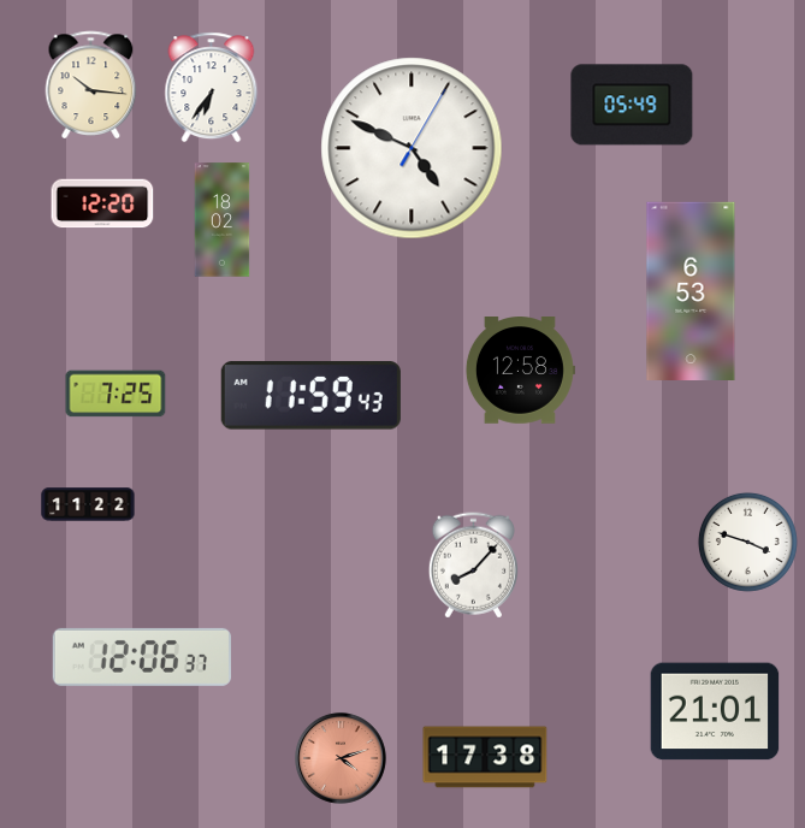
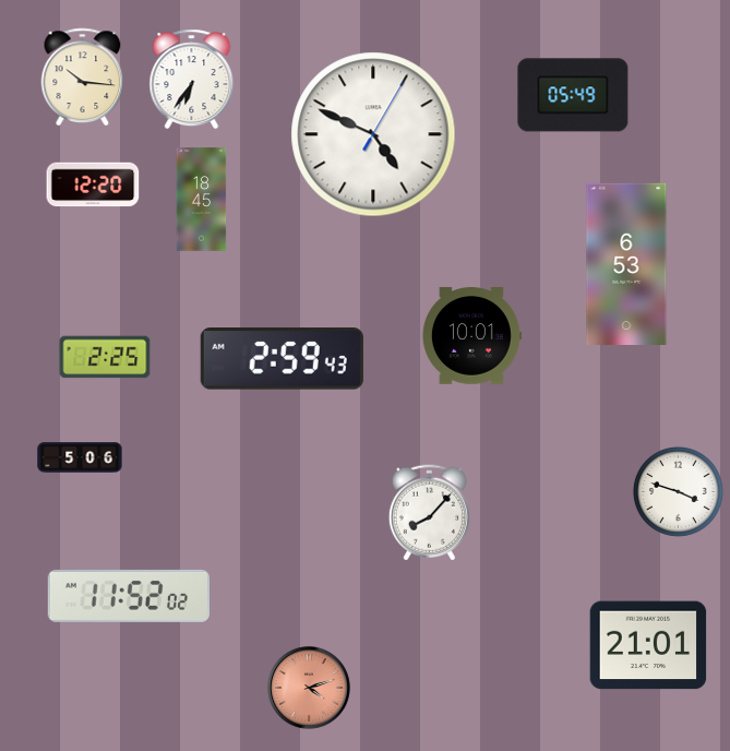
clock at (223, 220): 18:02 -> 18:45
clock at (520, 371): 12:58 -> 10:01
clock at (116, 394): 7:25 -> 2:25
clock at (310, 396): 11:59 -> 2:59
clock at (88, 504): 11:22 -> 5:06
clock at (141, 657): 12:06 -> 11:52
clock at (485, 757): 17:38 -> none
